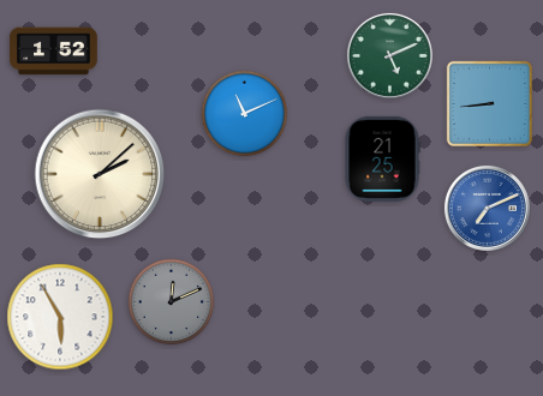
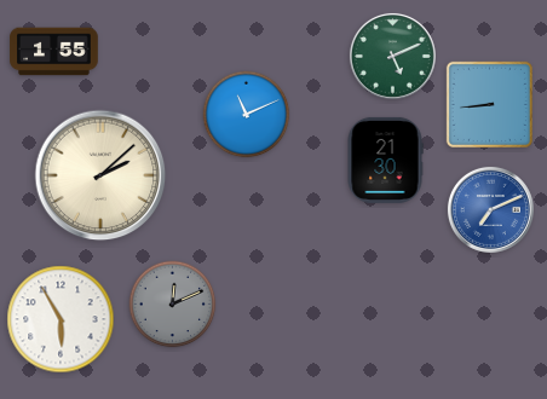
clock at (54, 52): 1:52 -> 1:55
clock at (489, 103) position: (489, 103) -> (489, 104)
clock at (382, 158): 21:25 -> 21:30
